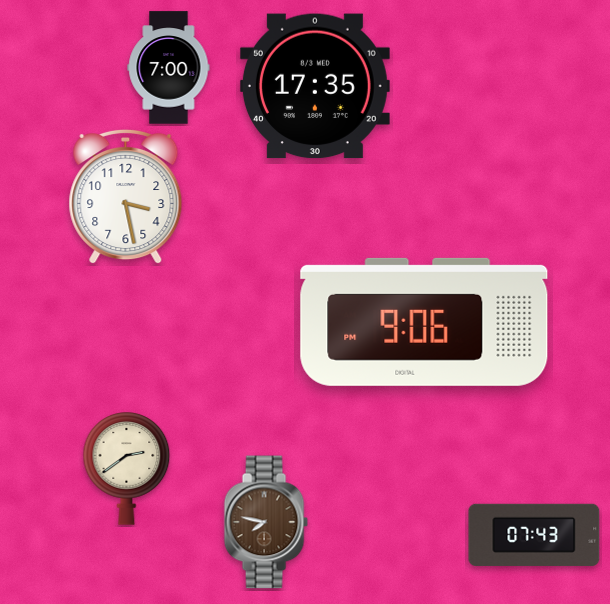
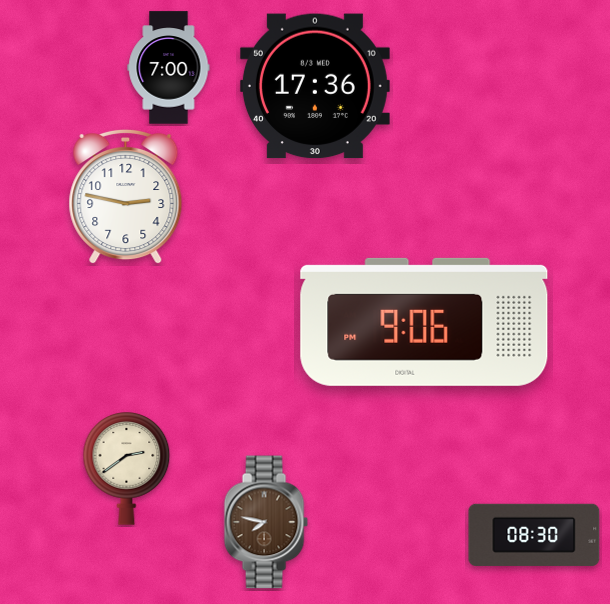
clock at (315, 86): 17:35 -> 17:36
clock at (126, 197): 3:28 -> 2:47
clock at (534, 535): 07:43 -> 08:30
